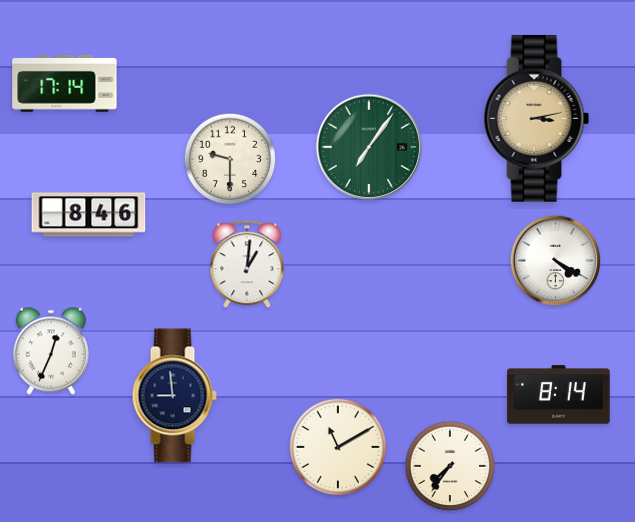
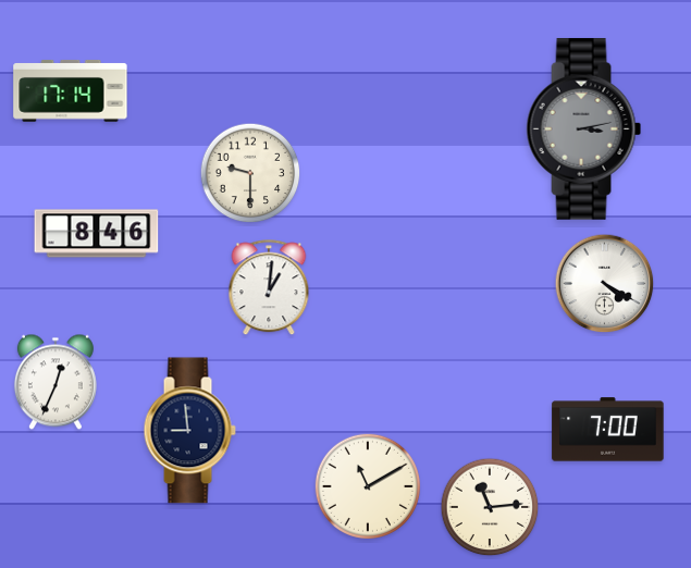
clock at (537, 119) dial: champagne -> grey
clock at (368, 146): 7:06 -> none
clock at (559, 395): 8:14 -> 7:00
clock at (450, 466): 7:36 -> 11:14
